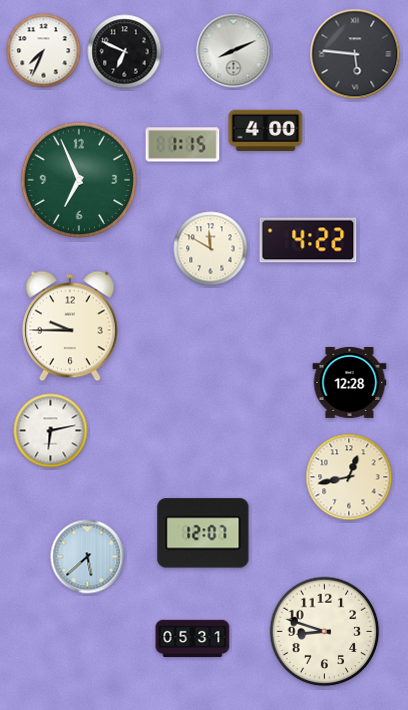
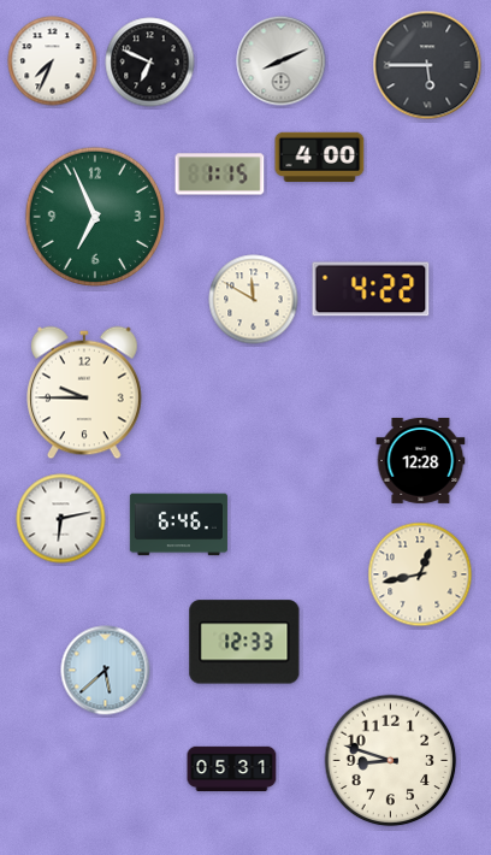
clock at (355, 54): 5:46 -> 5:45
clock at (178, 525): none -> 6:46
clock at (203, 533): 12:07 -> 12:33
